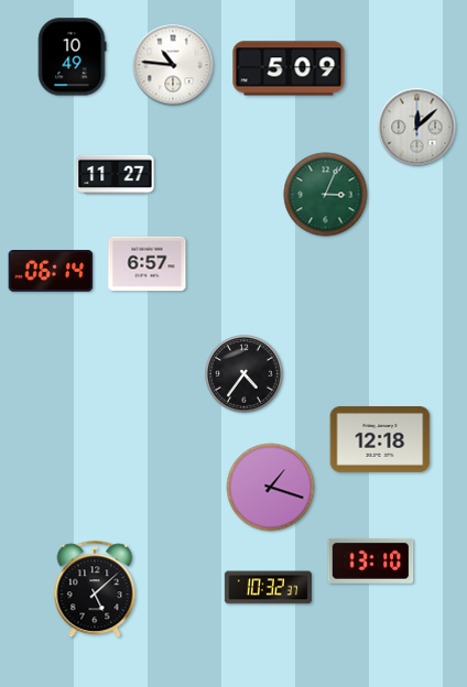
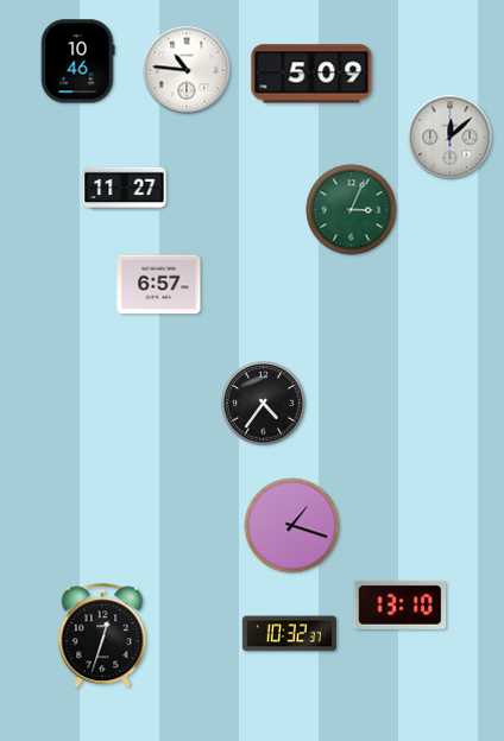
clock at (72, 57): 10:49 -> 10:46
clock at (51, 272): 06:14 -> none
clock at (380, 440): 12:18 -> none
clock at (95, 590): 5:08 -> 12:33
